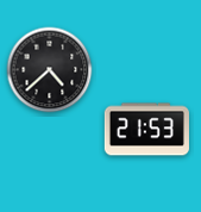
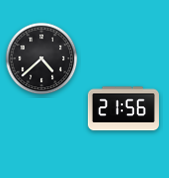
clock at (146, 130): 21:53 -> 21:56
